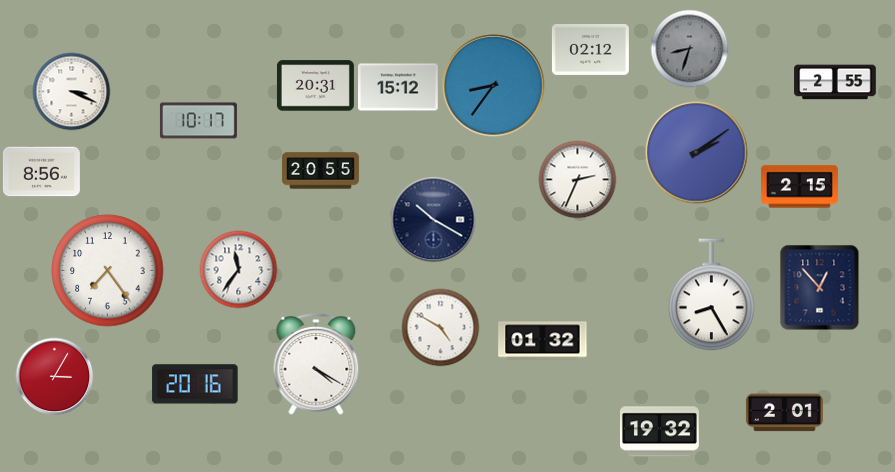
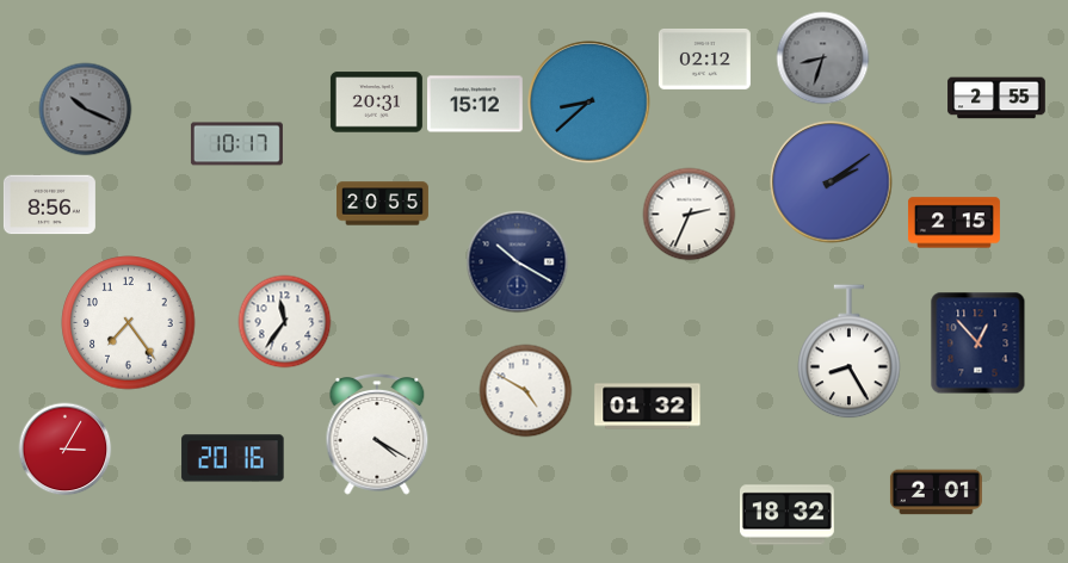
clock at (494, 86): 8:36 -> 8:38
clock at (71, 91): 3:19 -> 10:19
clock at (71, 91) dial: white -> grey
clock at (660, 432): 19:32 -> 18:32
